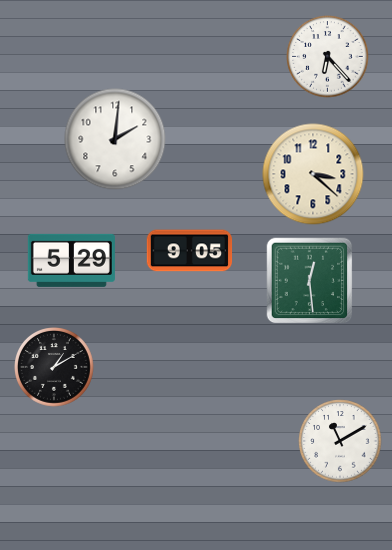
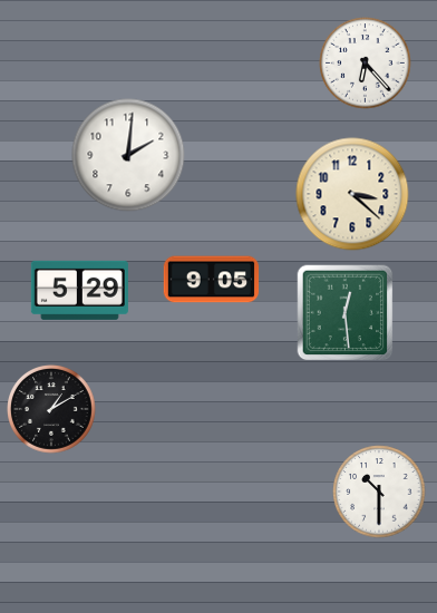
clock at (313, 174) position: (313, 174) -> (352, 194)
clock at (54, 367) position: (54, 367) -> (51, 409)
clock at (340, 441): 11:10 -> 10:30
